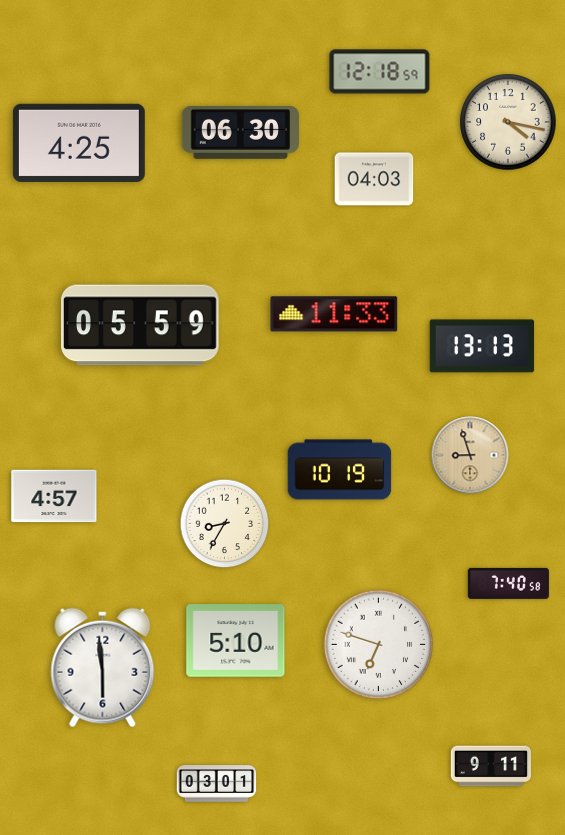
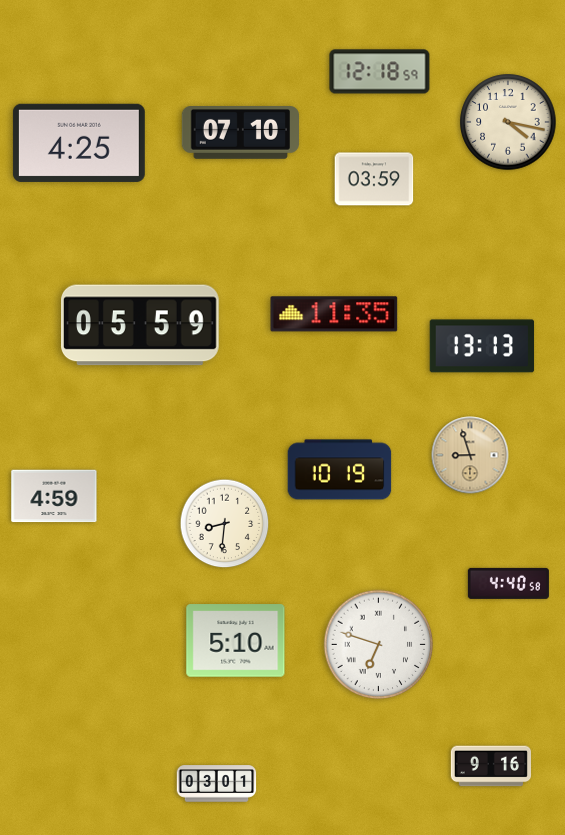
clock at (240, 133): 06:30 -> 07:10
clock at (374, 179): 04:03 -> 03:59
clock at (334, 314): 11:33 -> 11:35
clock at (54, 496): 4:57 -> 4:59
clock at (225, 524): 8:35 -> 8:31
clock at (508, 583): 7:40 -> 4:40
clock at (103, 668): 5:59 -> none
clock at (490, 766): 9:11 -> 9:16
